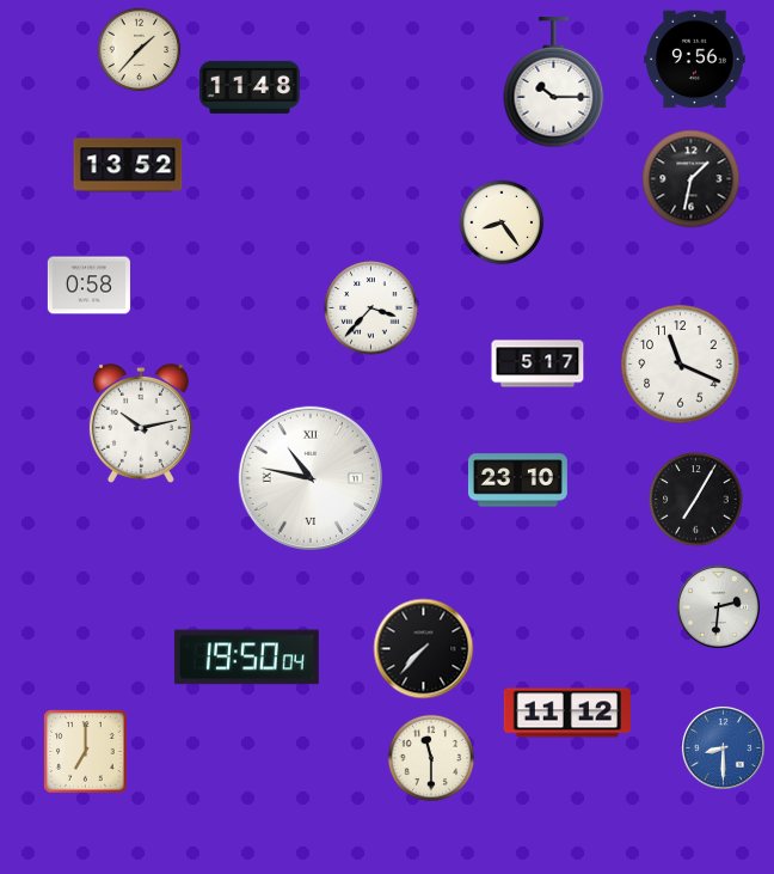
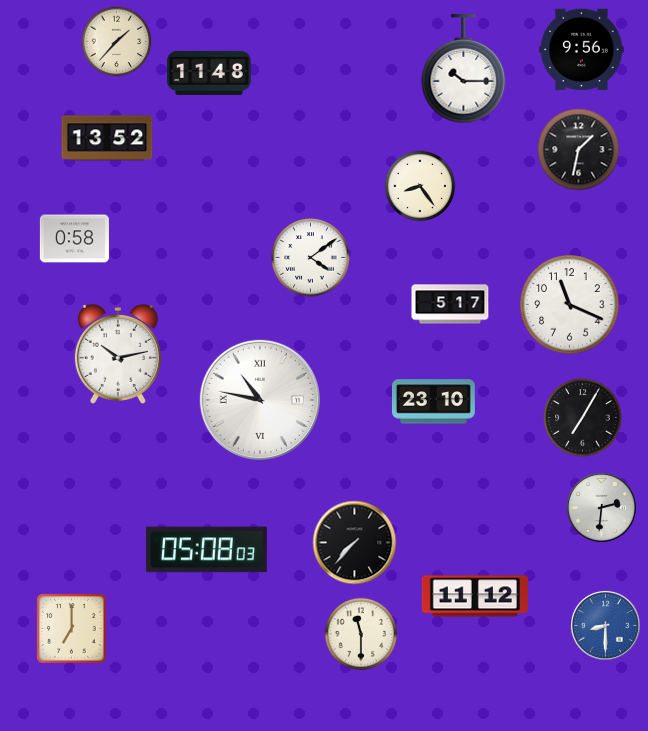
clock at (371, 308): 3:37 -> 4:09
clock at (246, 658): 19:50 -> 05:08
